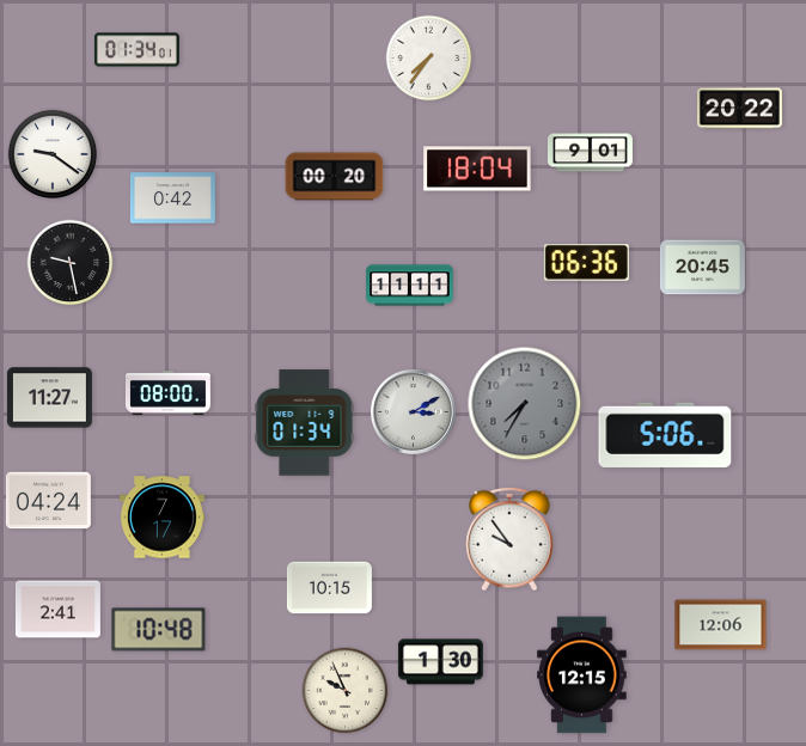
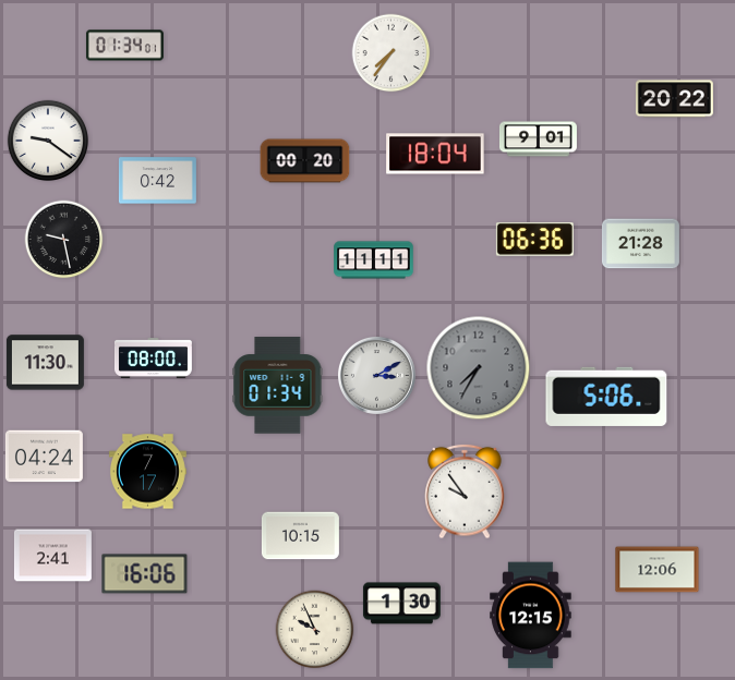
clock at (702, 268): 20:45 -> 21:28
clock at (49, 398): 11:27 -> 11:30
clock at (159, 630): 10:48 -> 16:06
